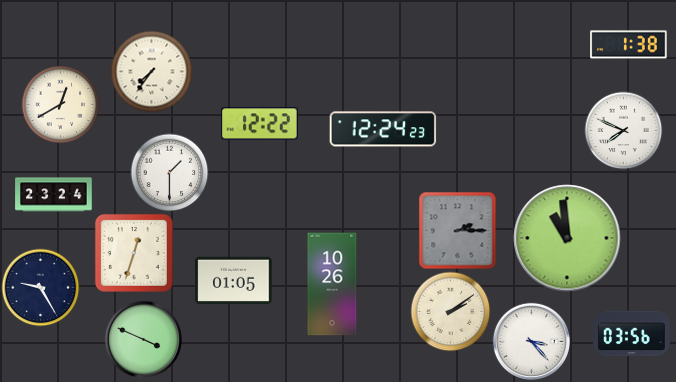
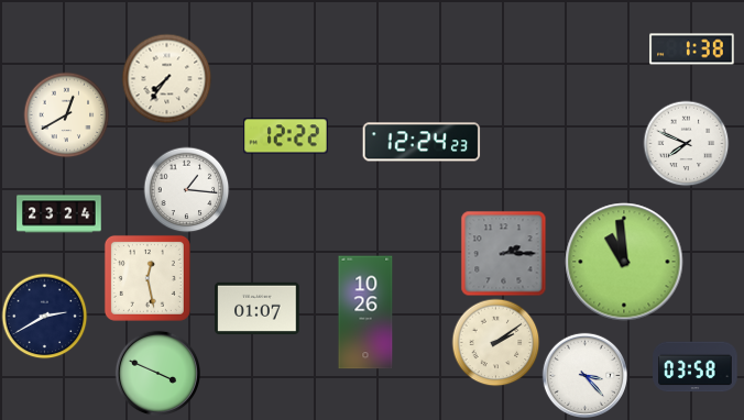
clock at (169, 172): 1:30 -> 1:16
clock at (134, 253): 12:33 -> 12:28
clock at (234, 280): 01:05 -> 01:07
clock at (40, 287): 9:25 -> 2:40
clock at (632, 334): 03:56 -> 03:58
